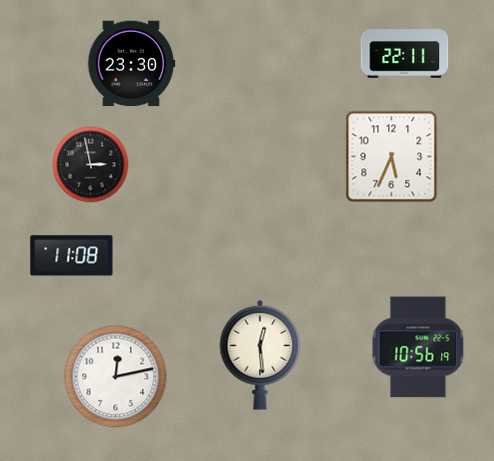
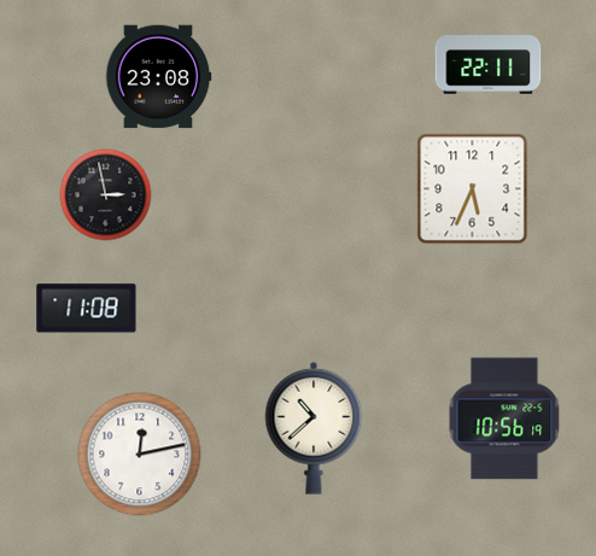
clock at (131, 64): 23:30 -> 23:08
clock at (91, 165) position: (91, 165) -> (106, 195)
clock at (260, 355): 12:29 -> 10:38
